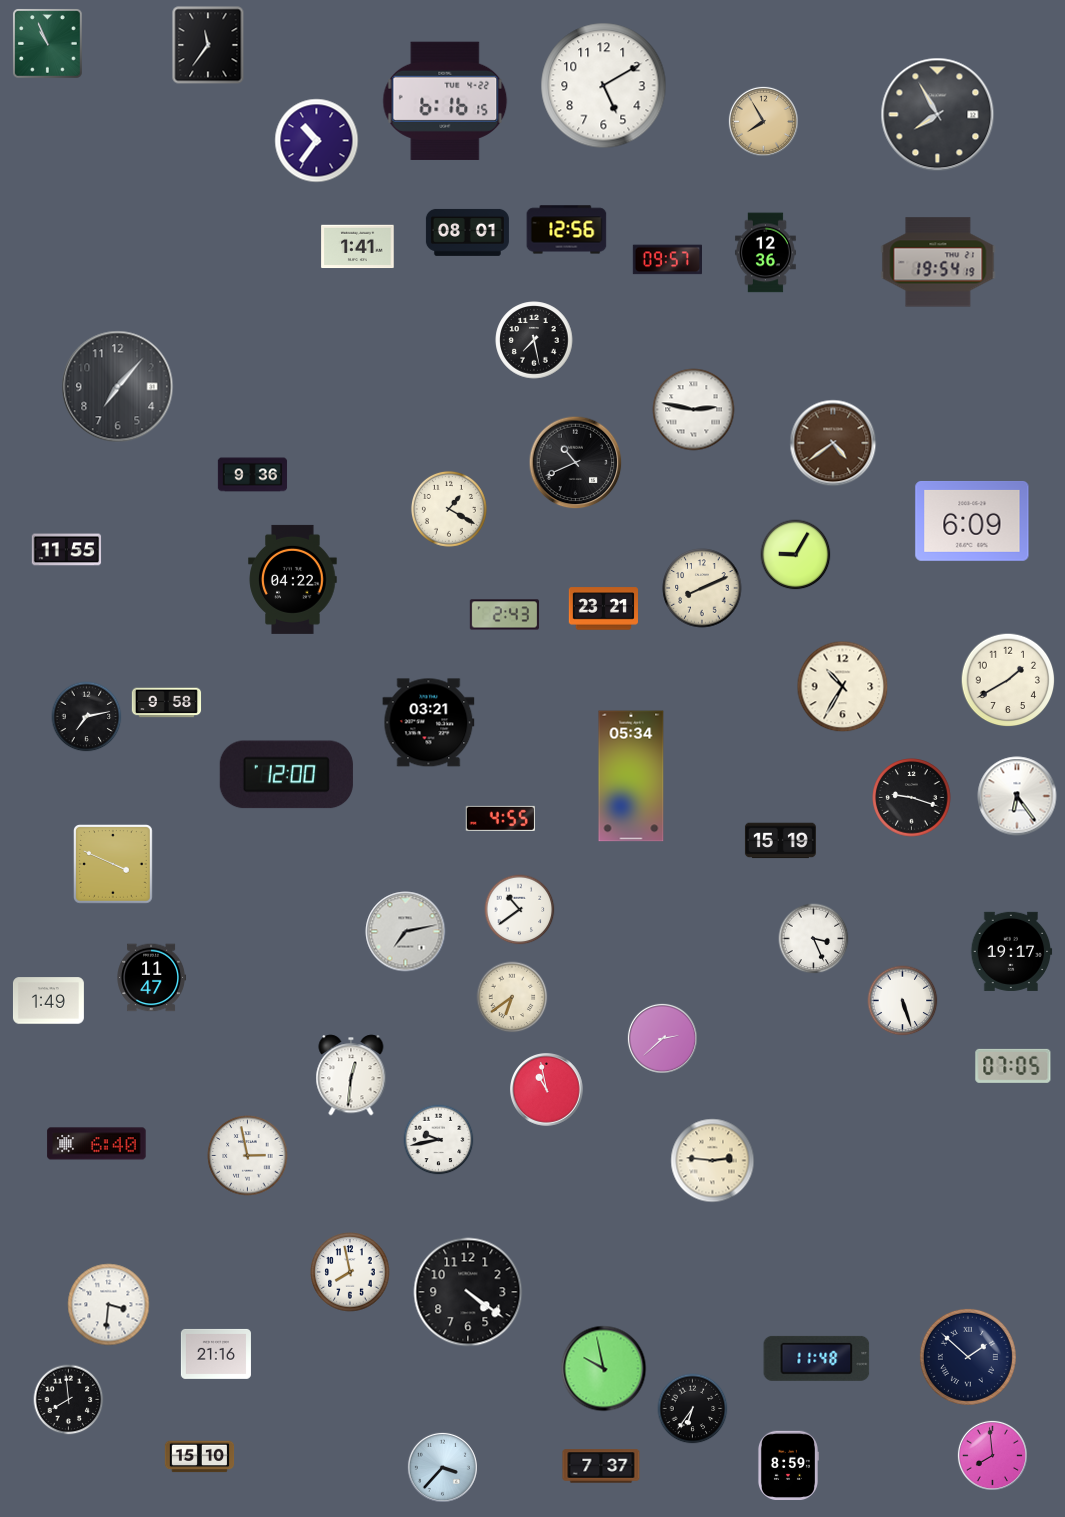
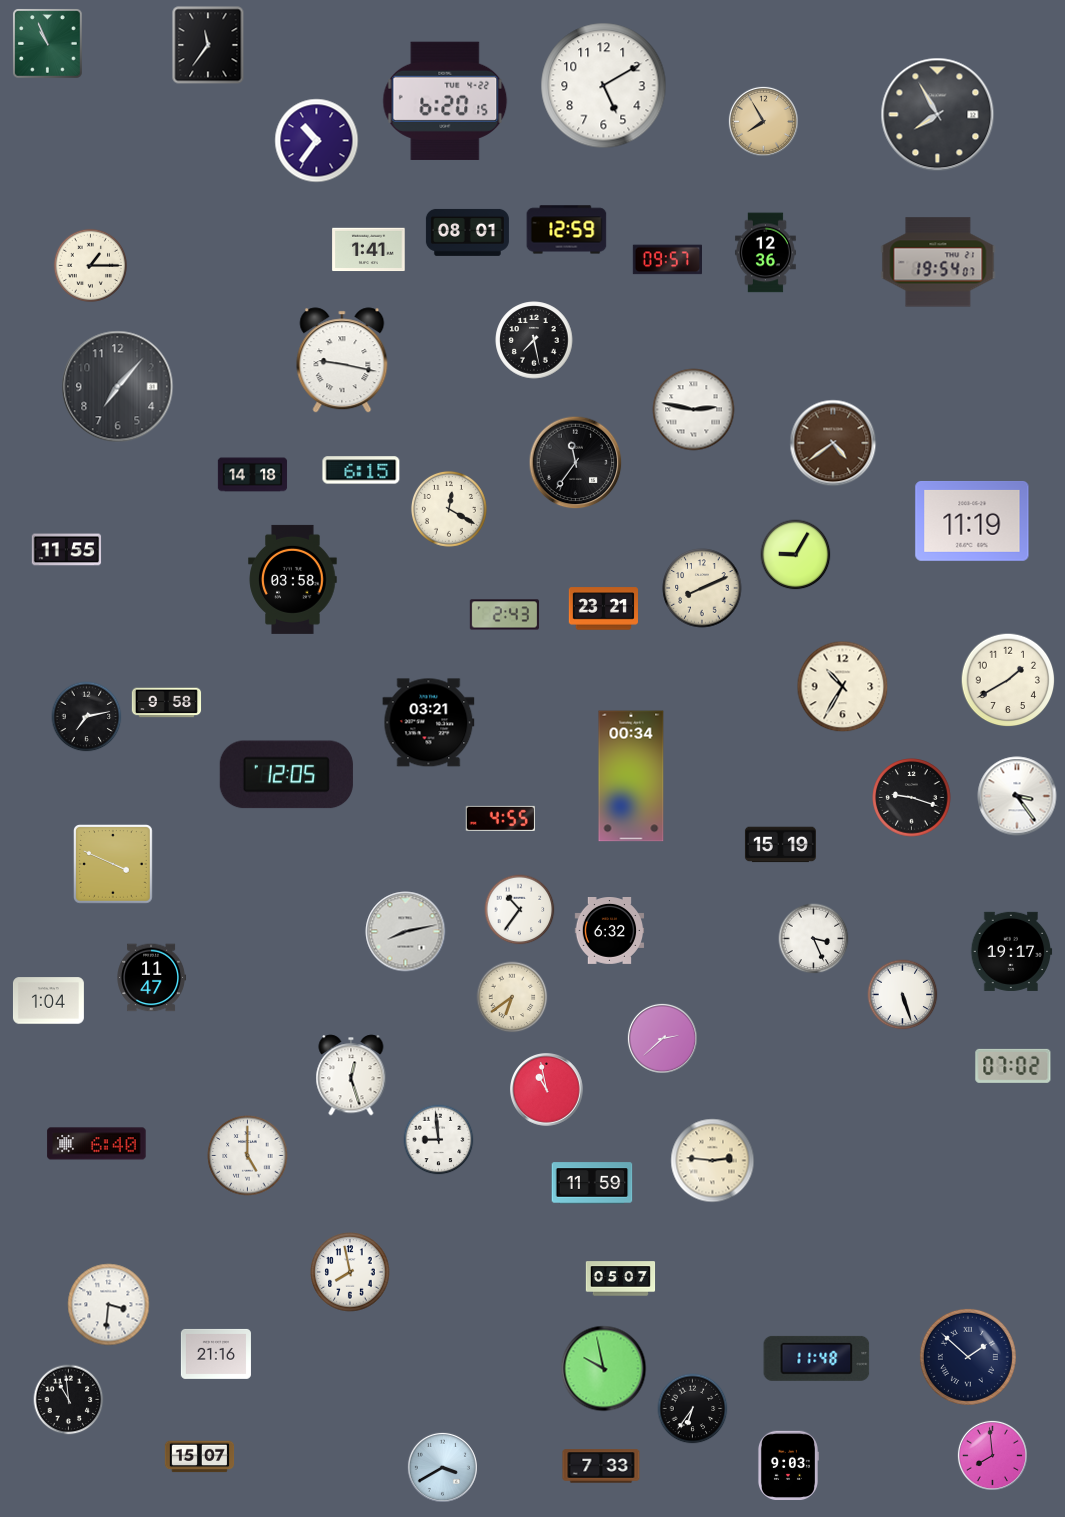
clock at (445, 101): 6:16 -> 6:20
clock at (567, 230): 12:56 -> 12:59
clock at (358, 247) position: (358, 247) -> (369, 250)
clock at (938, 262): 19:54:19 -> 19:54:07
clock at (90, 265): none -> 1:15
clock at (342, 360): none -> 9:17
clock at (576, 463): 10:41 -> 11:36
clock at (361, 470): none -> 6:15
clock at (253, 475): 9:36 -> 14:18
clock at (449, 509): 1:20 -> 12:20
clock at (972, 521): 6:09 -> 11:19
clock at (293, 579): 04:22 -> 03:58
clock at (286, 775): 12:00 -> 12:05
clock at (631, 776): 05:34 -> 00:34
clock at (1017, 796): 6:24 -> 3:24
clock at (780, 841) position: (780, 841) -> (780, 845)
clock at (520, 910): 10:39 -> 10:36
clock at (610, 931): none -> 6:32
clock at (406, 932): 7:13 -> 8:13
clock at (48, 1001): 1:49 -> 1:04
clock at (903, 1001) position: (903, 1001) -> (903, 995)
clock at (1013, 1066): 07:05 -> 07:02
clock at (351, 1075): 12:31 -> 12:27
clock at (439, 1140): 9:43 -> 8:59
clock at (248, 1156): 2:58 -> 5:00
clock at (592, 1183): none -> 11:59
clock at (621, 1279): none -> 05:07
clock at (468, 1292): 4:21 -> none
clock at (69, 1400): 7:59 -> 10:59
clock at (200, 1457): 15:10 -> 15:07
clock at (788, 1465): 8:59 -> 9:03
clock at (601, 1466): 7:37 -> 7:33
clock at (442, 1467): 3:37 -> 3:40
